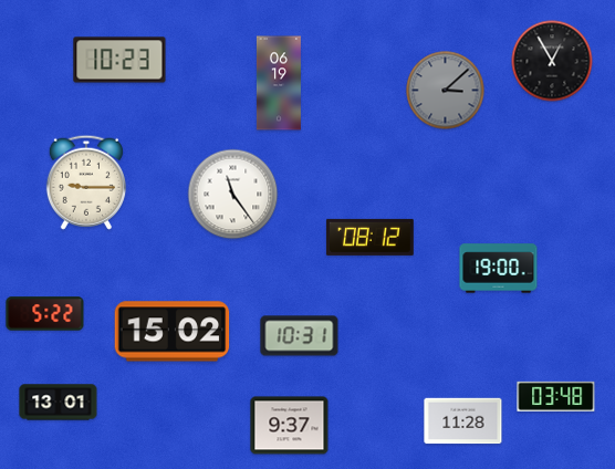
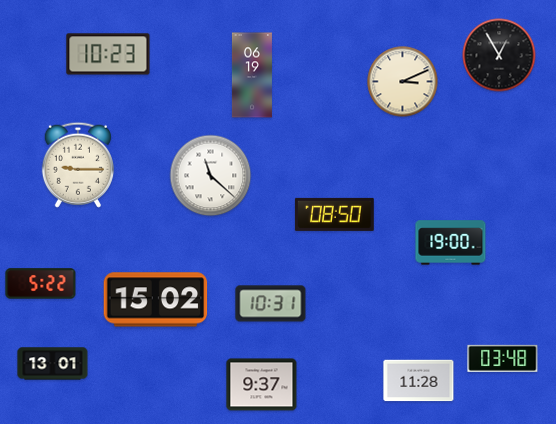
clock at (446, 91): 3:08 -> 3:11
clock at (446, 91) dial: grey -> cream
clock at (233, 195): 11:24 -> 11:22
clock at (369, 237): 08:12 -> 08:50
